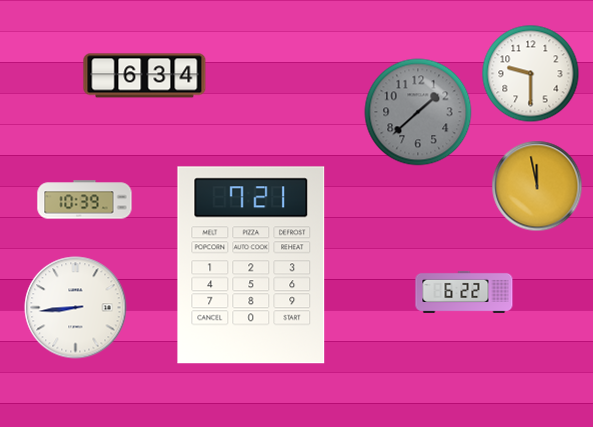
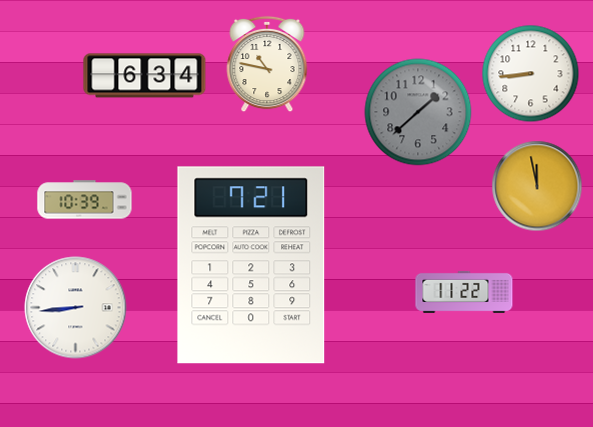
clock at (267, 64): none -> 10:47
clock at (531, 74): 9:30 -> 8:44
clock at (464, 292): 6:22 -> 11:22
